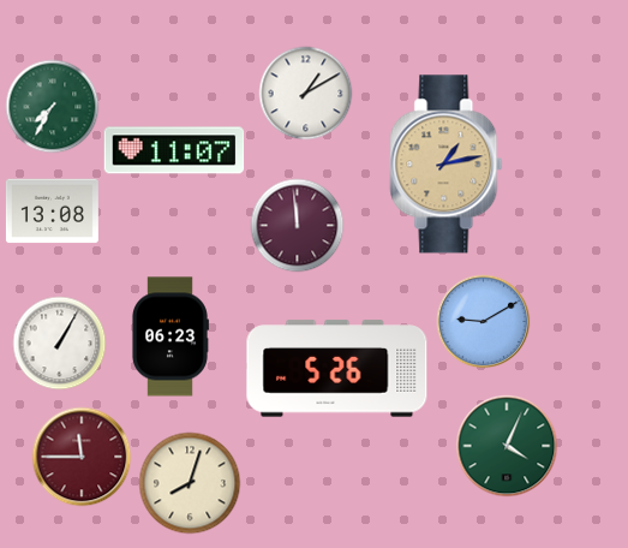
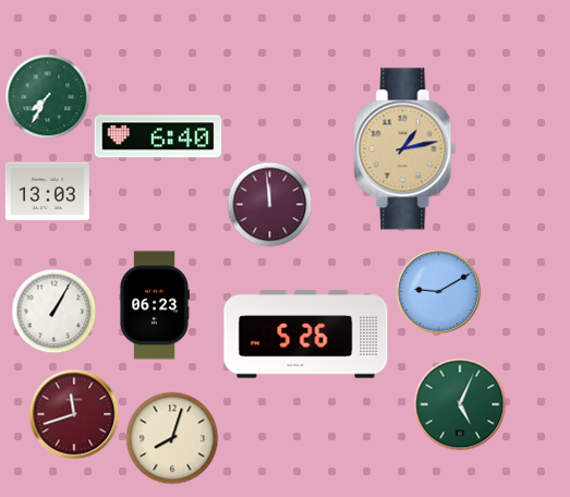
clock at (305, 93): 1:10 -> none
clock at (174, 150): 11:07 -> 6:40
clock at (52, 212): 13:08 -> 13:03
clock at (507, 446): 4:04 -> 5:04
clock at (82, 457): 11:45 -> 11:42
